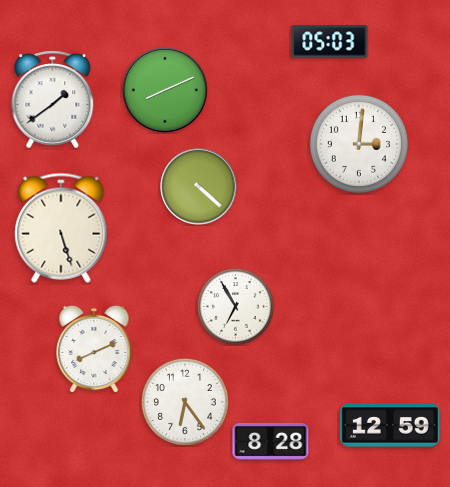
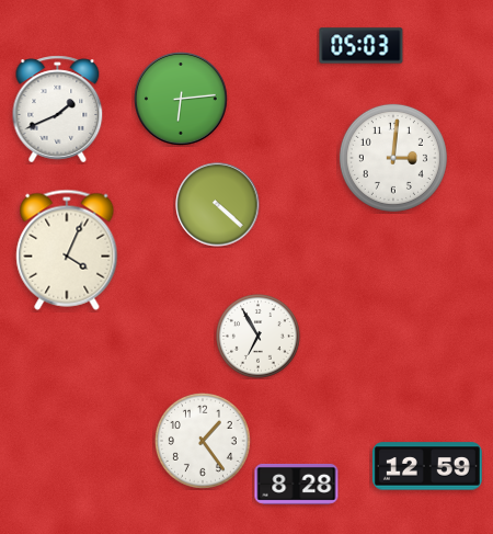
clock at (166, 91): 8:11 -> 6:14
clock at (53, 100): 1:39 -> 1:41
clock at (61, 228): 5:27 -> 4:04
clock at (94, 349): 8:11 -> none
clock at (185, 402): 6:24 -> 1:24
